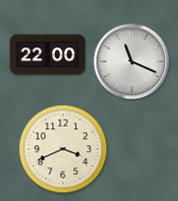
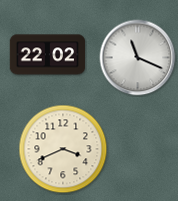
clock at (48, 55): 22:00 -> 22:02
clock at (132, 62) position: (132, 62) -> (138, 58)
